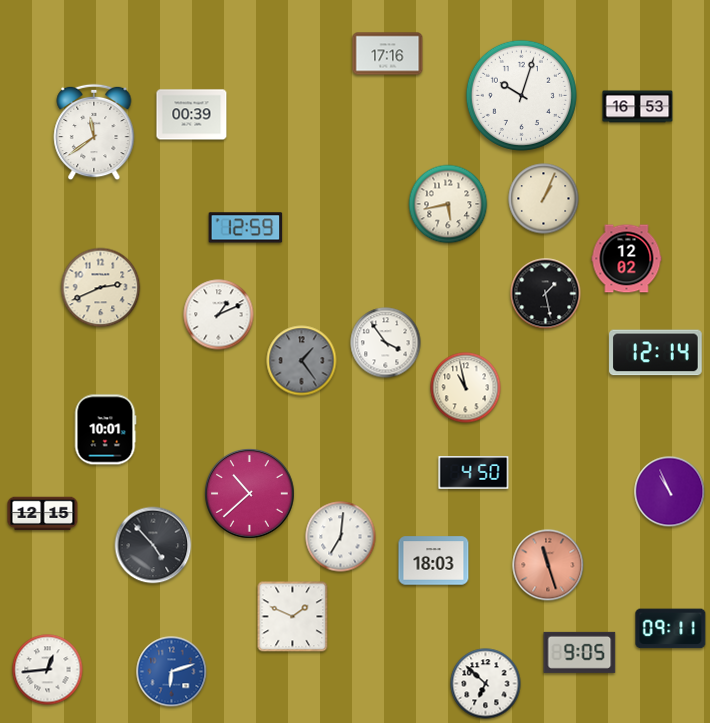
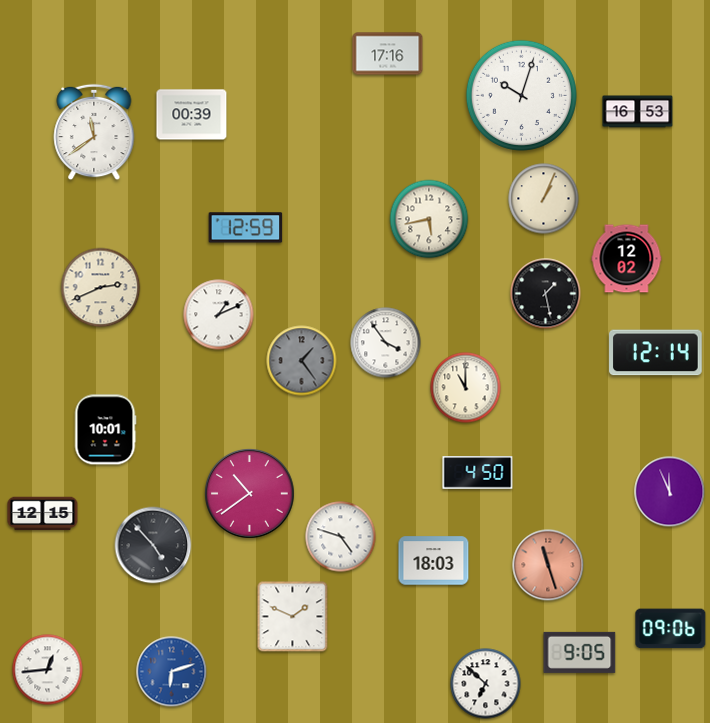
clock at (638, 107) position: (638, 107) -> (638, 112)
clock at (448, 204) position: (448, 204) -> (429, 219)
clock at (466, 388): 10:58 -> 11:00
clock at (474, 473) position: (474, 473) -> (478, 473)
clock at (670, 492): 10:56 -> 11:56
clock at (250, 494): 10:38 -> 10:39
clock at (341, 537): 7:01 -> 4:48
clock at (671, 629): 09:11 -> 09:06
